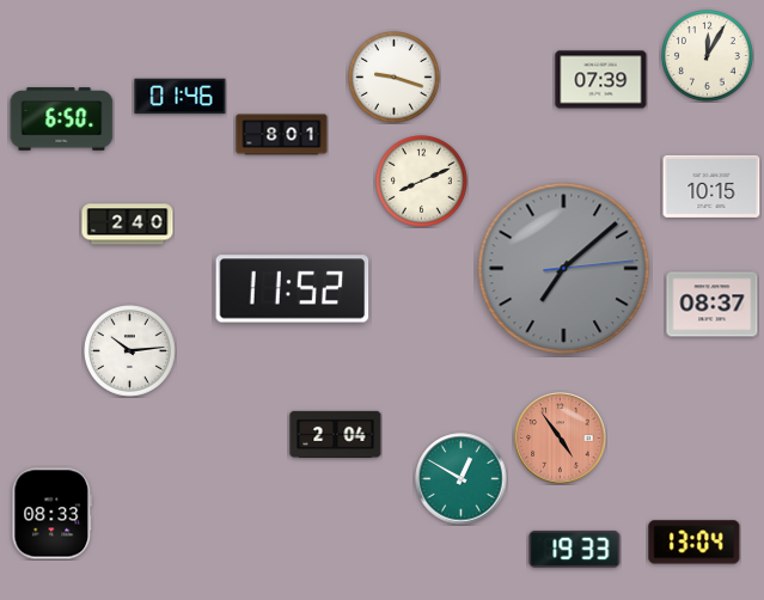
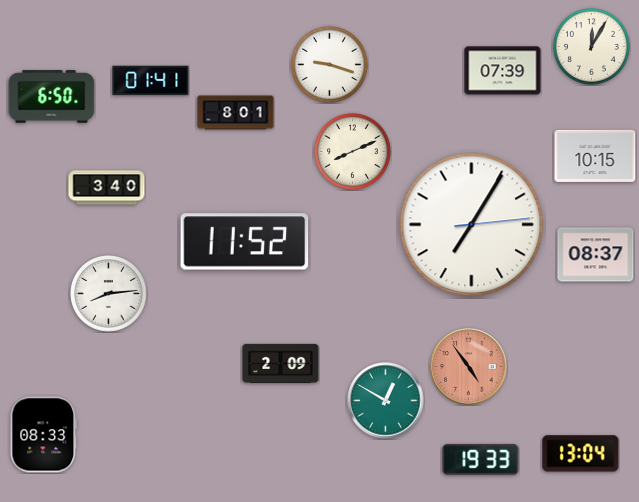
clock at (601, 80) position: (601, 80) -> (503, 71)
clock at (181, 97): 01:46 -> 01:41
clock at (62, 120) position: (62, 120) -> (52, 97)
clock at (128, 225): 2:40 -> 3:40
clock at (564, 269): 7:08 -> 7:05
clock at (564, 269) dial: grey -> white
clock at (130, 351): 10:14 -> 8:14
clock at (336, 434): 2:04 -> 2:09
clock at (53, 514) position: (53, 514) -> (44, 435)
